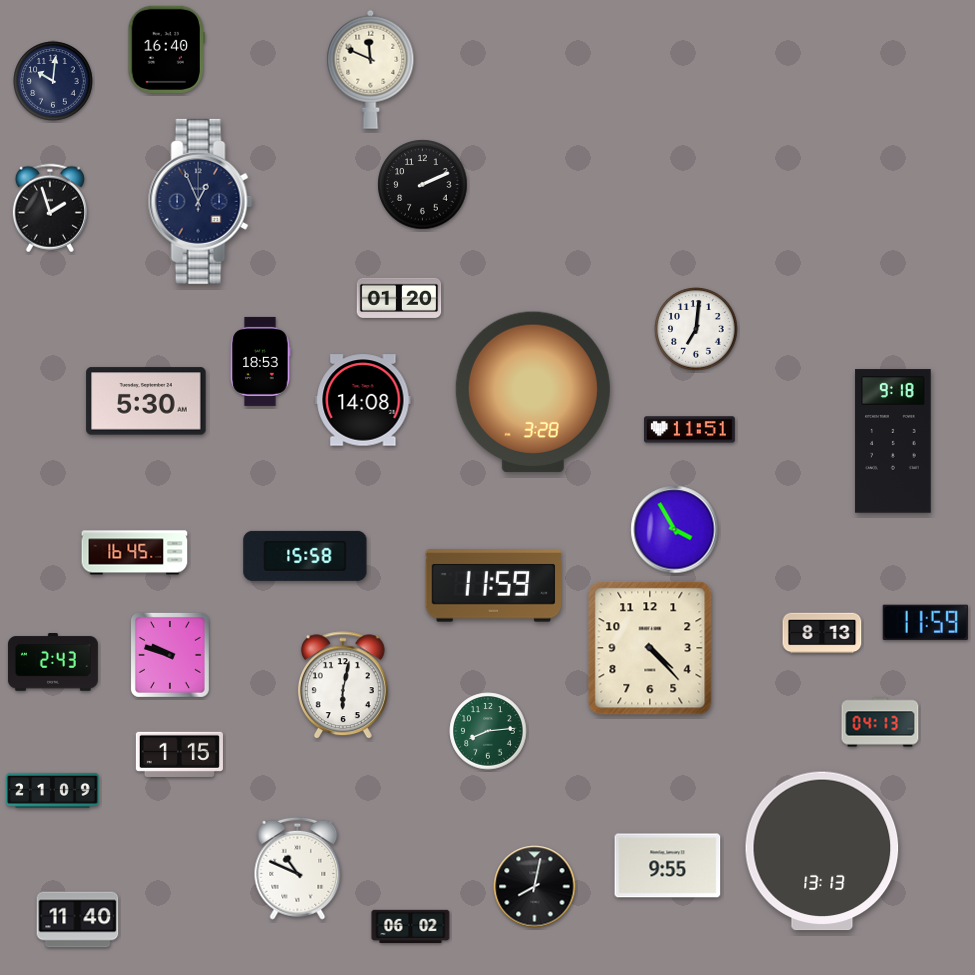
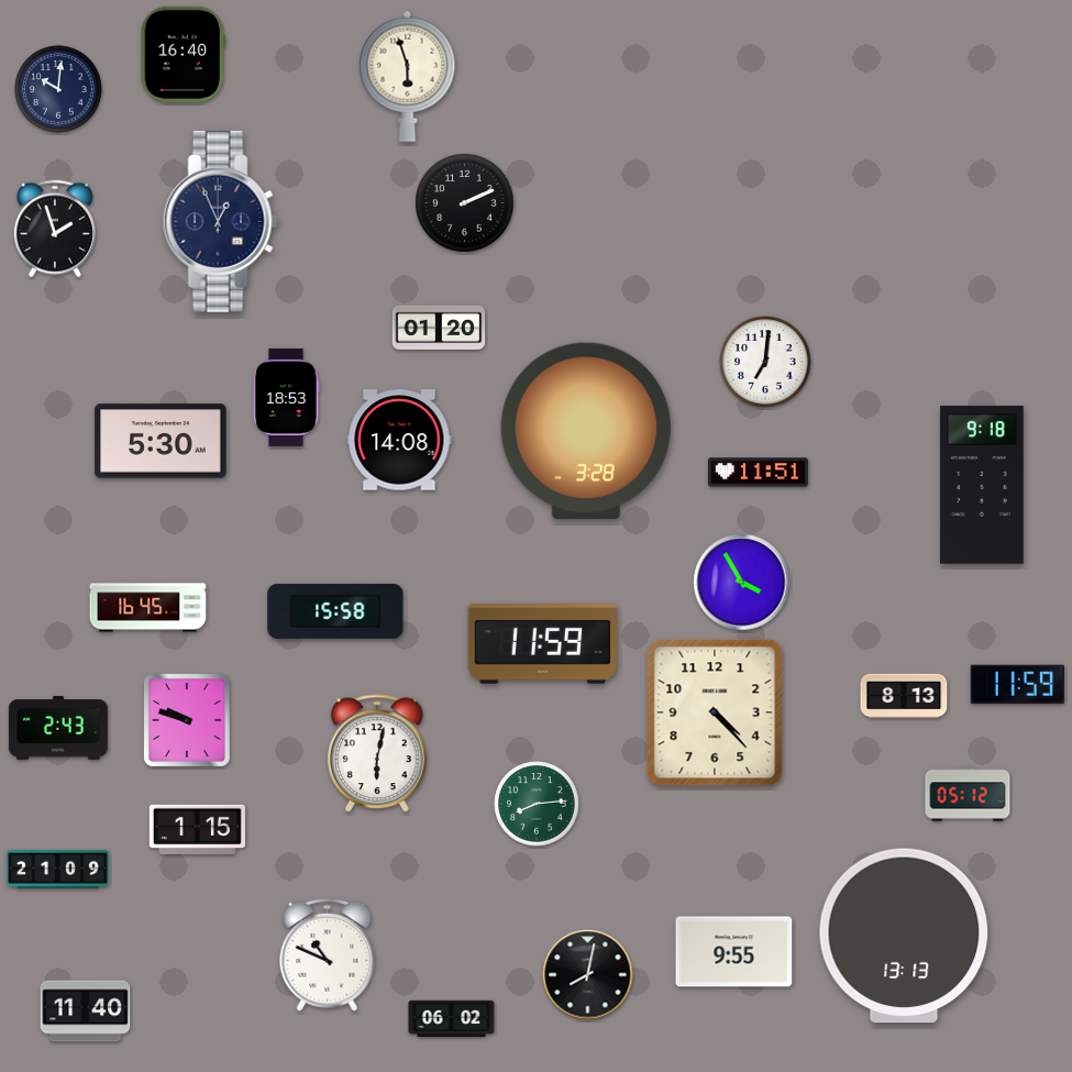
clock at (371, 69): 11:49 -> 5:57
clock at (880, 722): 04:13 -> 05:12
